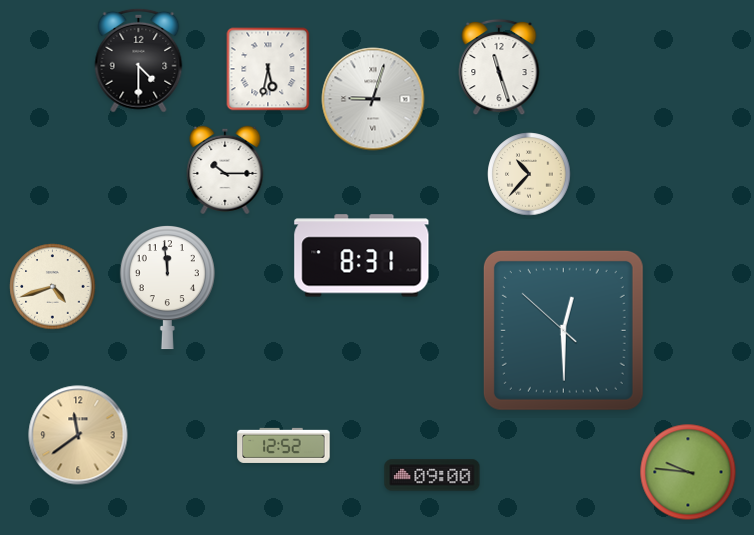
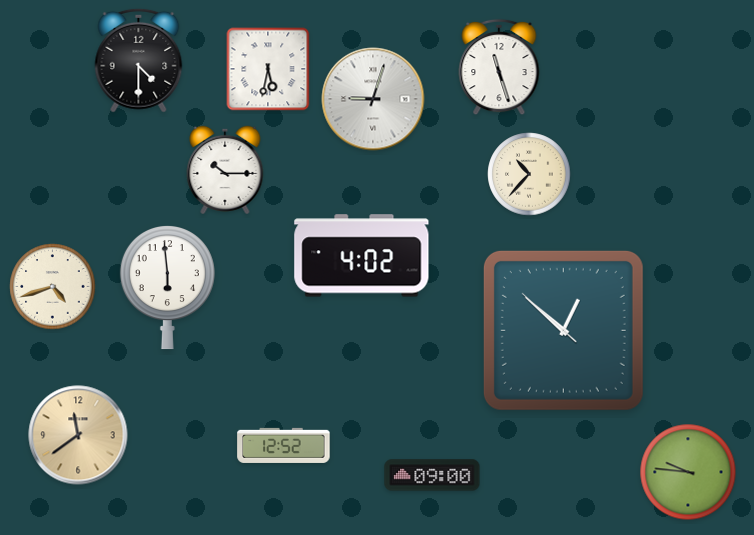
clock at (362, 256): 8:31 -> 4:02
clock at (167, 288): 11:59 -> 5:59
clock at (563, 330): 12:29 -> 12:51
